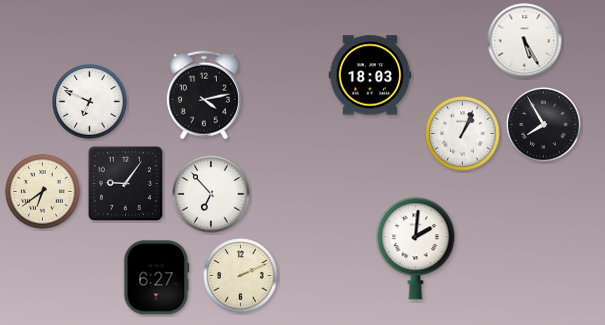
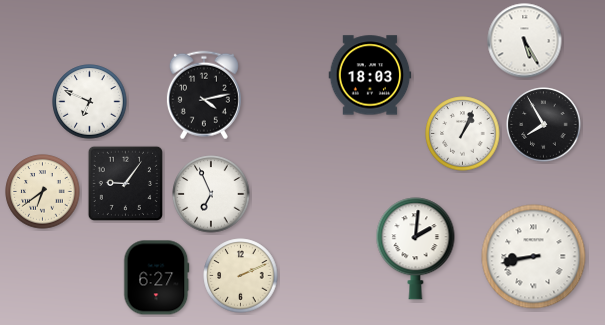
clock at (211, 194): 6:53 -> 6:56
clock at (534, 257): none -> 8:43
